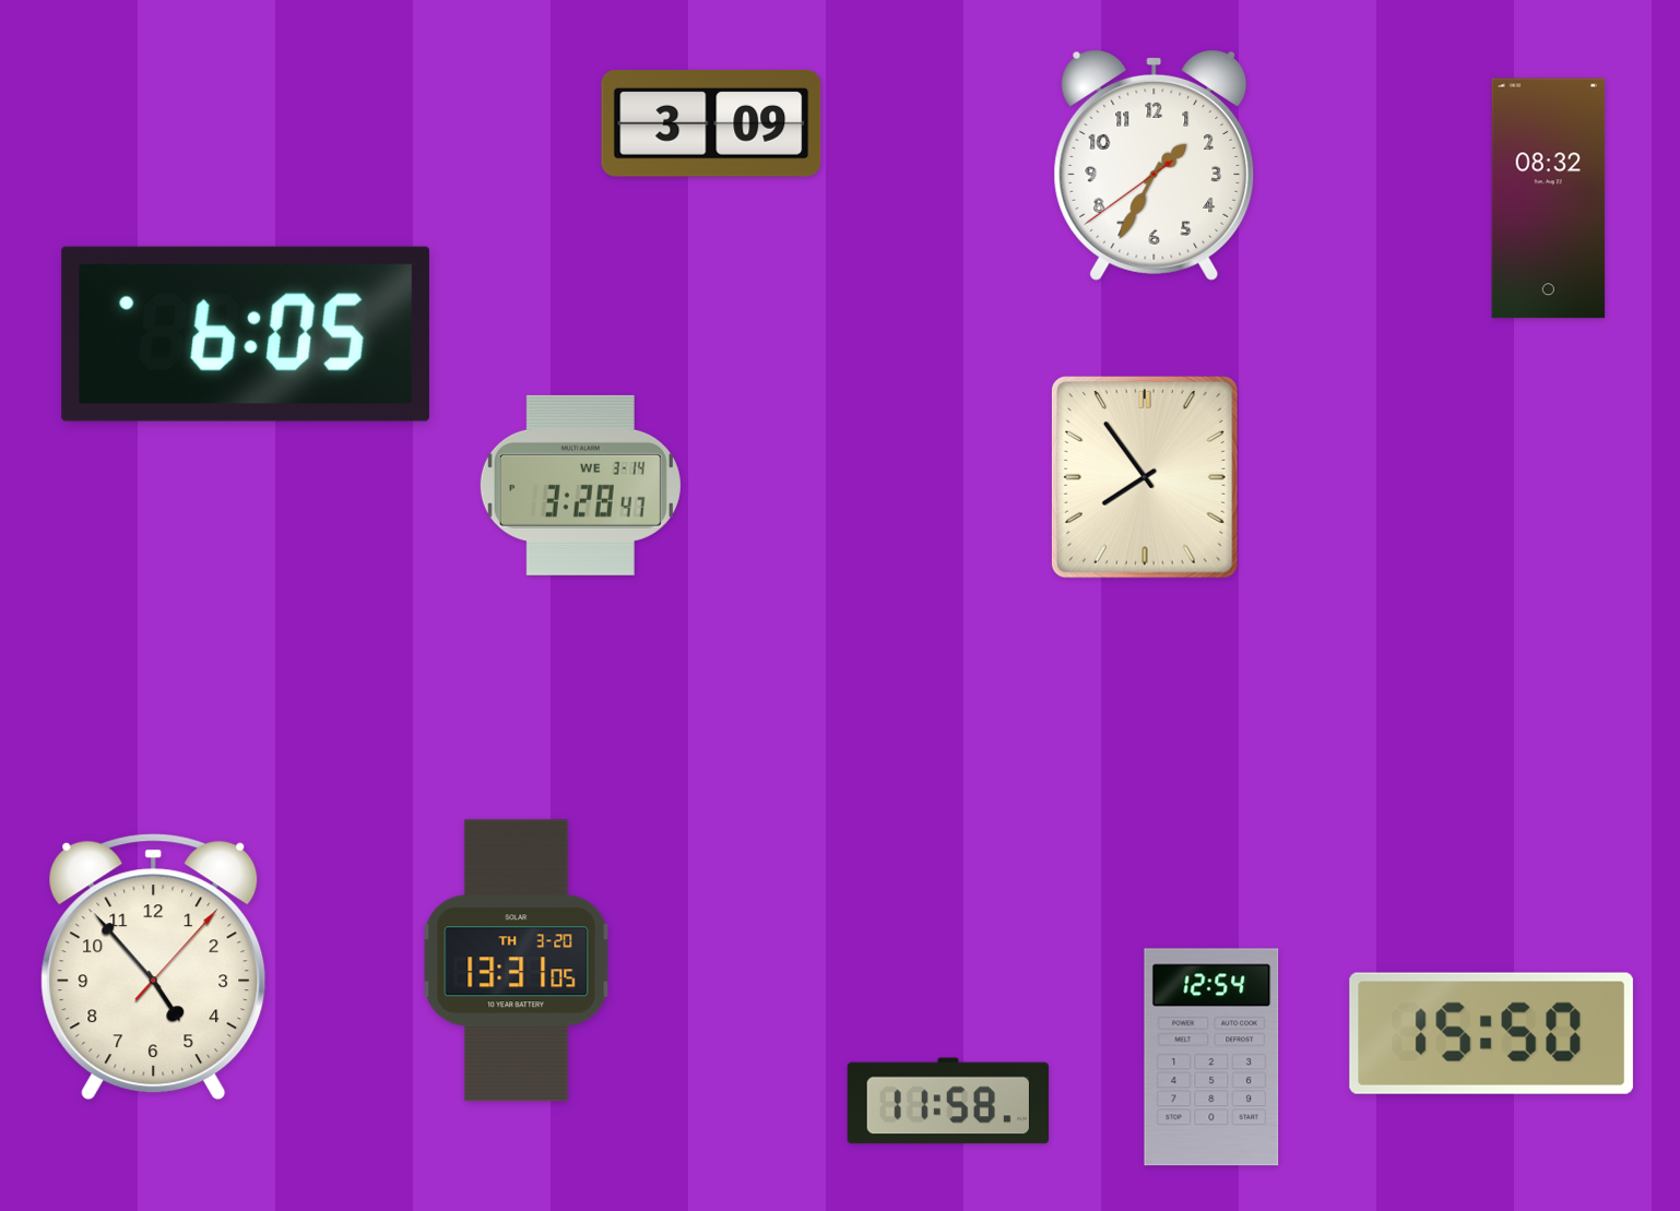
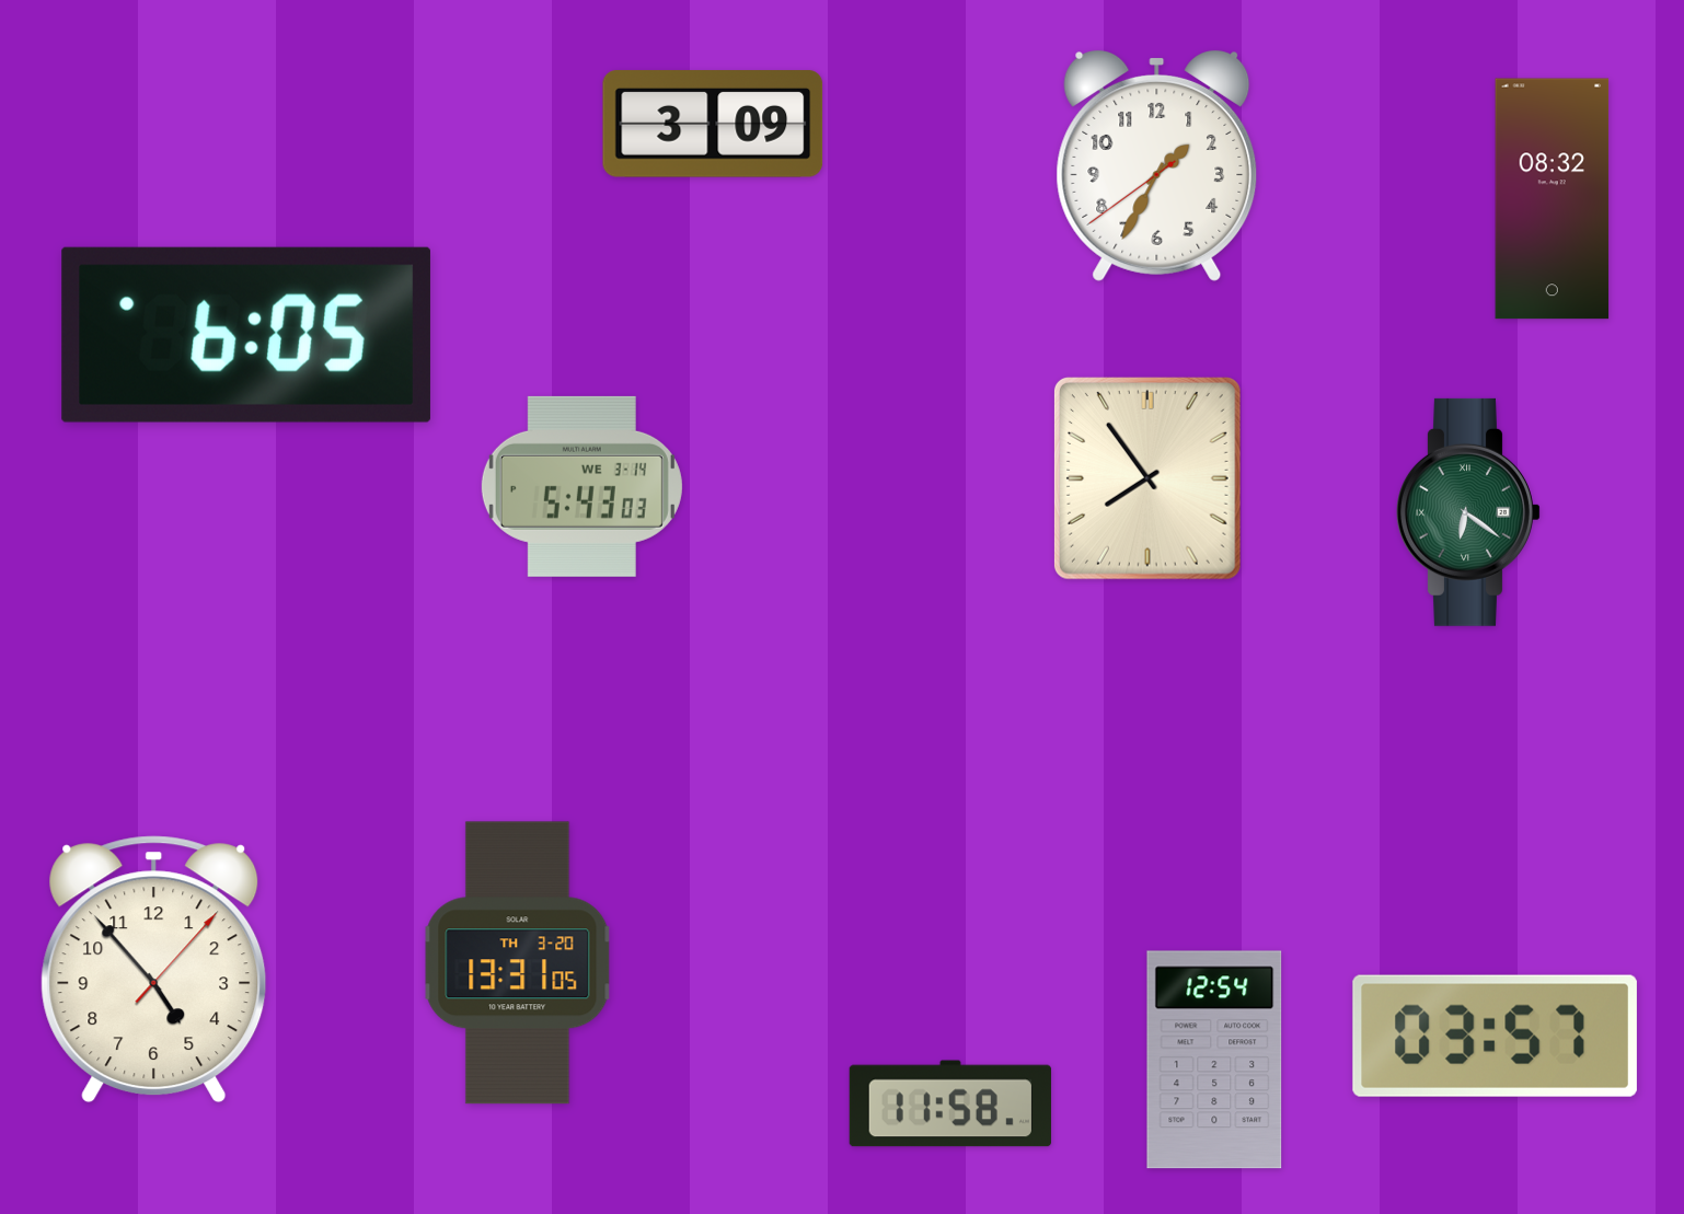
clock at (580, 485): 3:28 -> 5:43
clock at (1469, 512): none -> 6:21
clock at (1491, 1033): 15:50 -> 03:57
